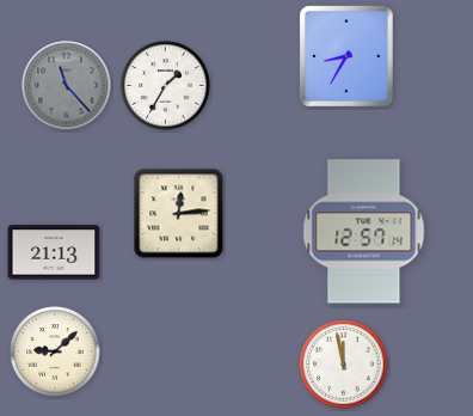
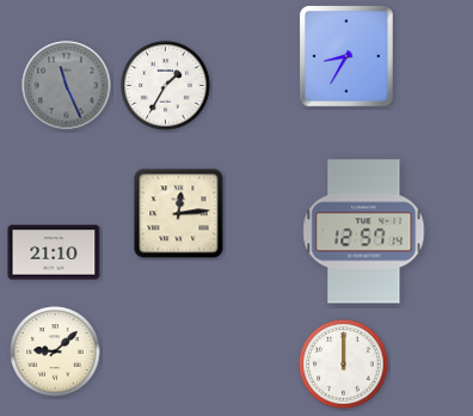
clock at (67, 86): 11:23 -> 11:26
clock at (54, 252): 21:13 -> 21:10
clock at (344, 365): 11:58 -> 12:00
